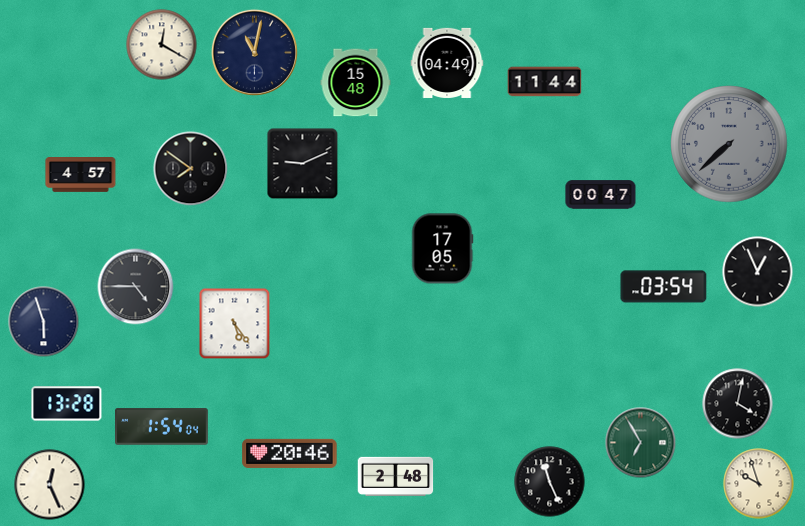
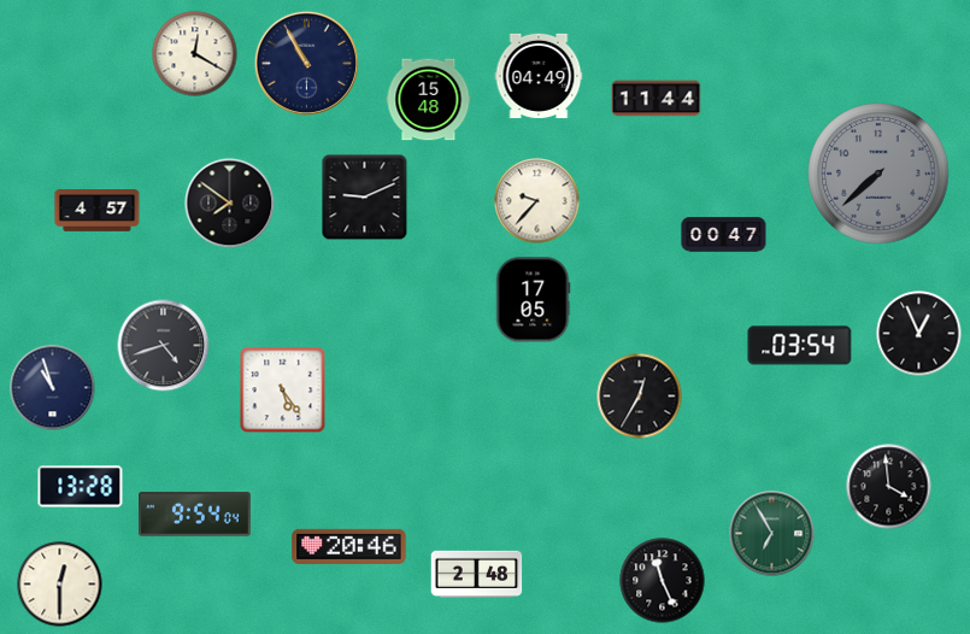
clock at (254, 52): 11:02 -> 10:55
clock at (537, 201): none -> 9:37
clock at (758, 272) position: (758, 272) -> (919, 334)
clock at (136, 287): 4:45 -> 4:42
clock at (44, 322): 5:57 -> 10:57
clock at (640, 397): none -> 12:35
clock at (738, 404): 4:02 -> 3:59
clock at (162, 427): 1:54 -> 9:54
clock at (759, 484): 9:57 -> none
clock at (50, 485): 12:26 -> 12:30
